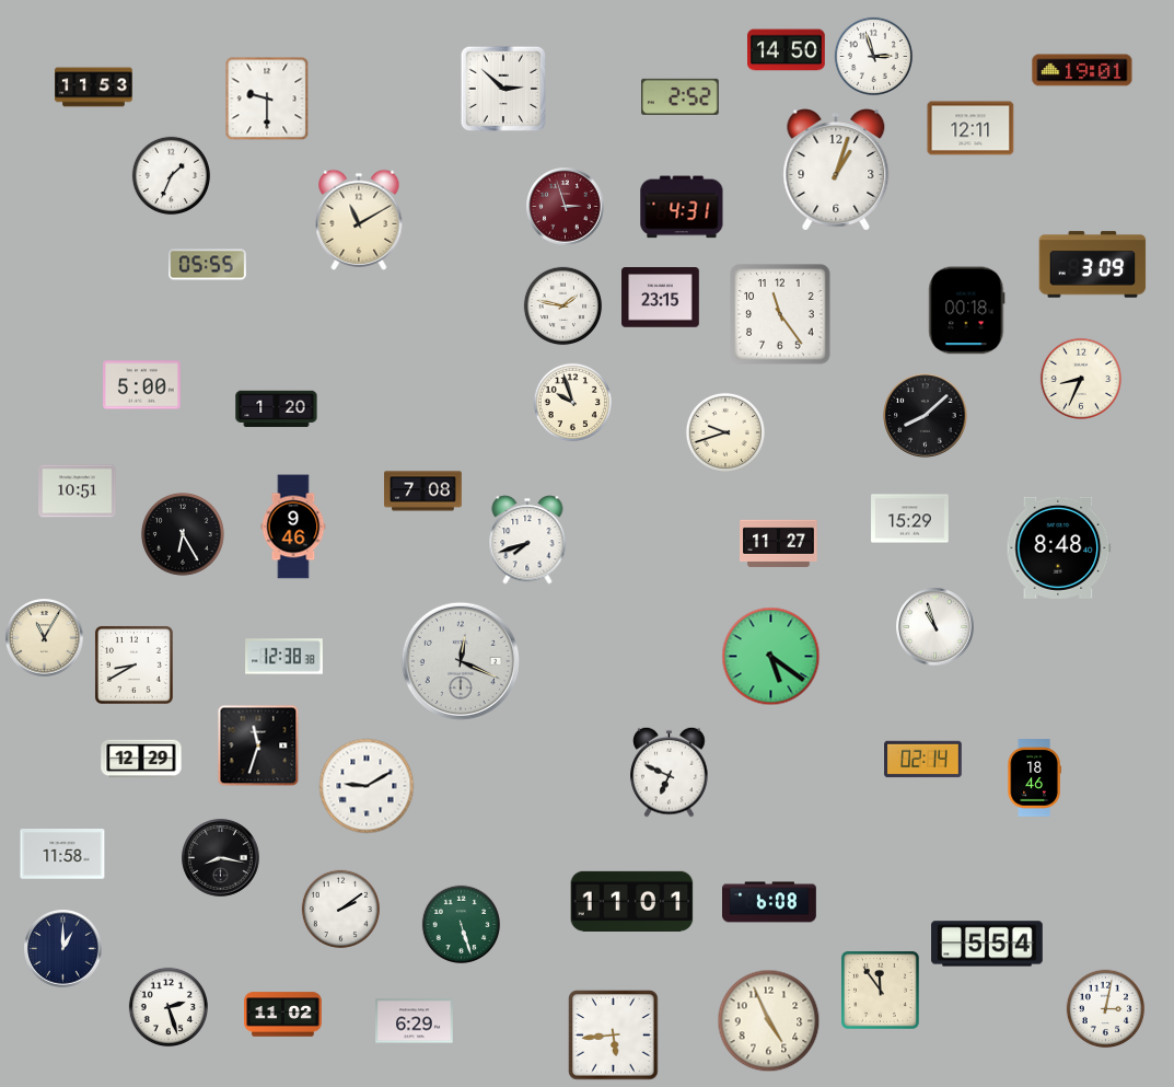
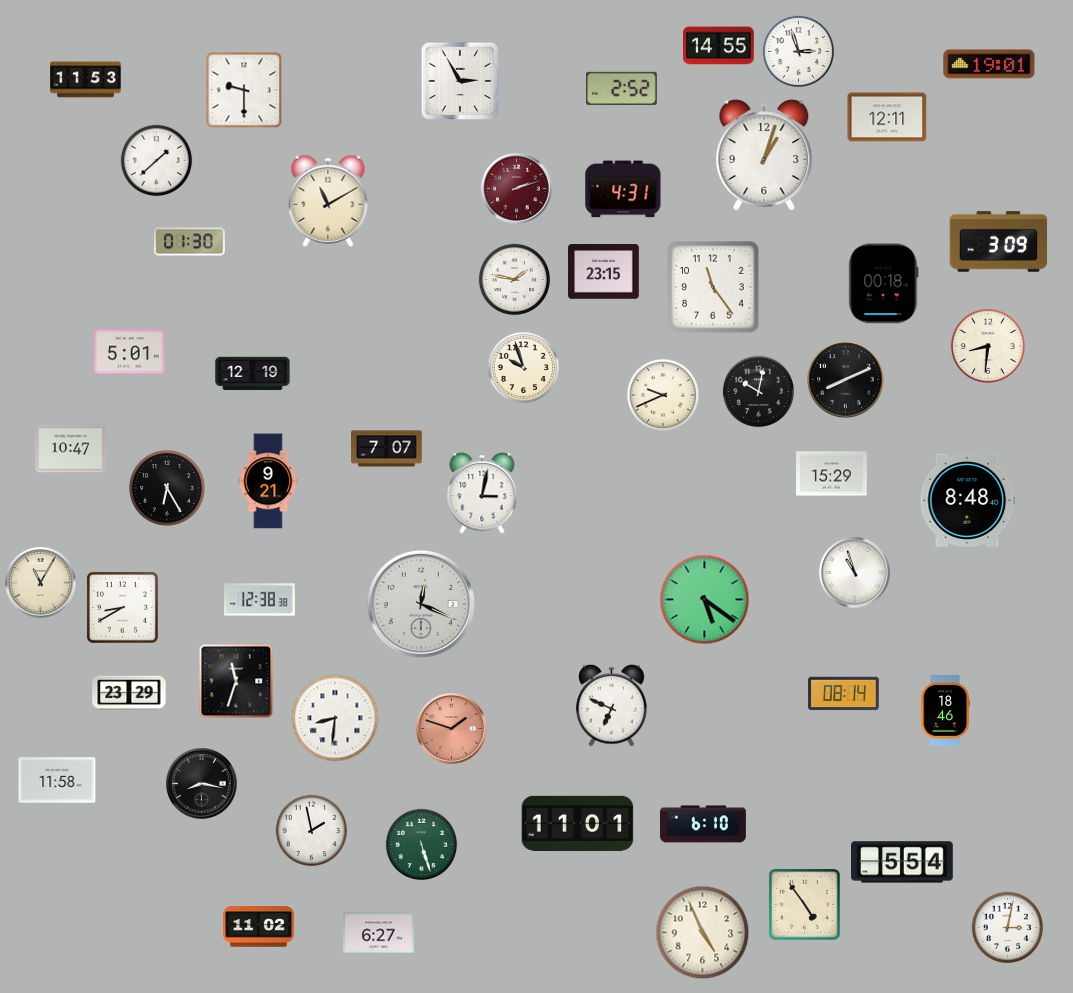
clock at (787, 50): 14:50 -> 14:55
clock at (502, 88): 2:52 -> 2:55
clock at (172, 176): 1:34 -> 1:38
clock at (566, 207): 2:57 -> 2:12
clock at (208, 265): 05:55 -> 01:30
clock at (1081, 379): 8:34 -> 8:31
clock at (142, 385): 5:00 -> 5:01
clock at (277, 409): 1:20 -> 12:19
clock at (926, 416): 8:08 -> 8:11
clock at (759, 392): none -> 10:02
clock at (724, 431): 9:42 -> 9:41
clock at (78, 492): 10:51 -> 10:47
clock at (423, 492): 7:08 -> 7:07
clock at (293, 527): 9:46 -> 9:21
clock at (527, 540): 7:42 -> 3:02
clock at (779, 543): 11:27 -> none
clock at (141, 759): 12:29 -> 23:29
clock at (923, 760): 02:14 -> 08:14
clock at (367, 786): 9:10 -> 8:31
clock at (452, 729): none -> 1:48
clock at (769, 902): 6:08 -> 6:10
clock at (341, 910): 2:09 -> 1:58
clock at (63, 949): 1:00 -> none
clock at (880, 990): 11:54 -> 4:54
clock at (167, 1006): 2:27 -> none
clock at (1106, 1009) position: (1106, 1009) -> (1008, 928)
clock at (415, 1021): 6:29 -> 6:27
clock at (614, 1036): 5:44 -> none
